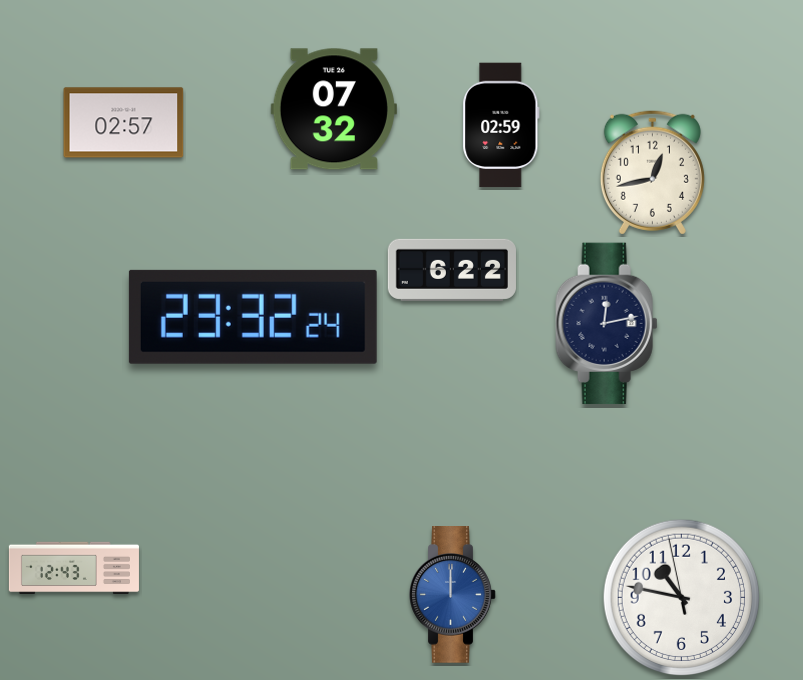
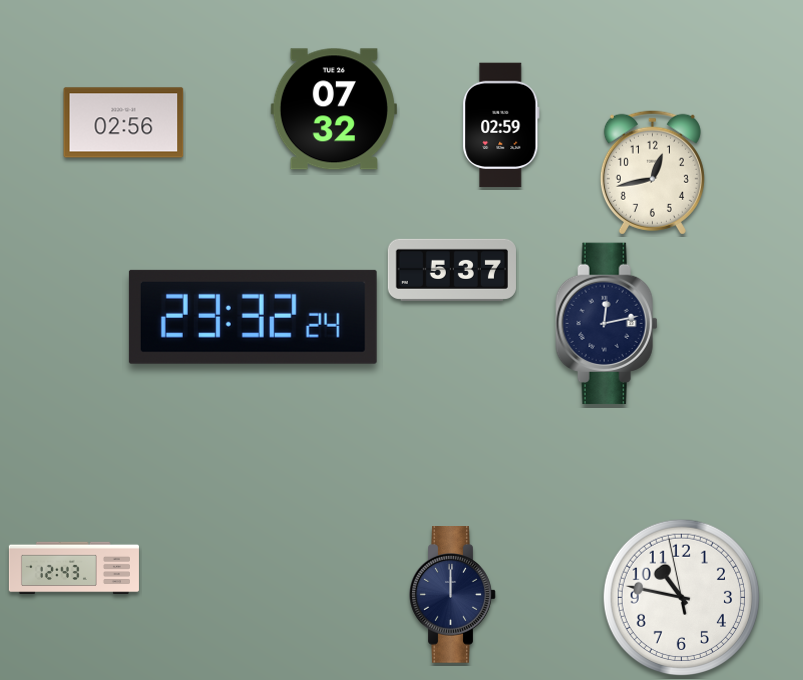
clock at (124, 123): 02:57 -> 02:56
clock at (452, 270): 6:22 -> 5:37
clock at (453, 595) dial: blue -> navy
